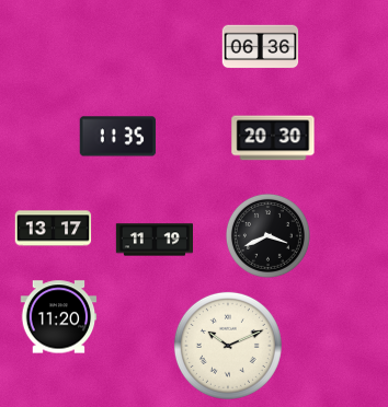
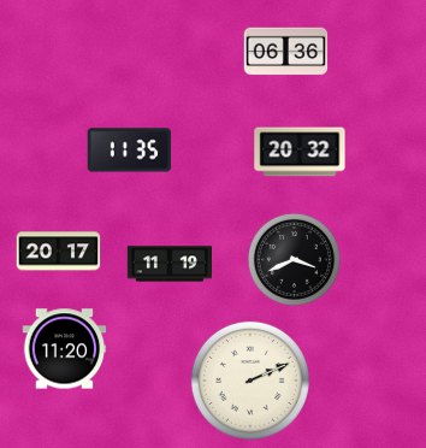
clock at (273, 138): 20:30 -> 20:32
clock at (54, 229): 13:17 -> 20:17
clock at (228, 346): 10:11 -> 2:11
